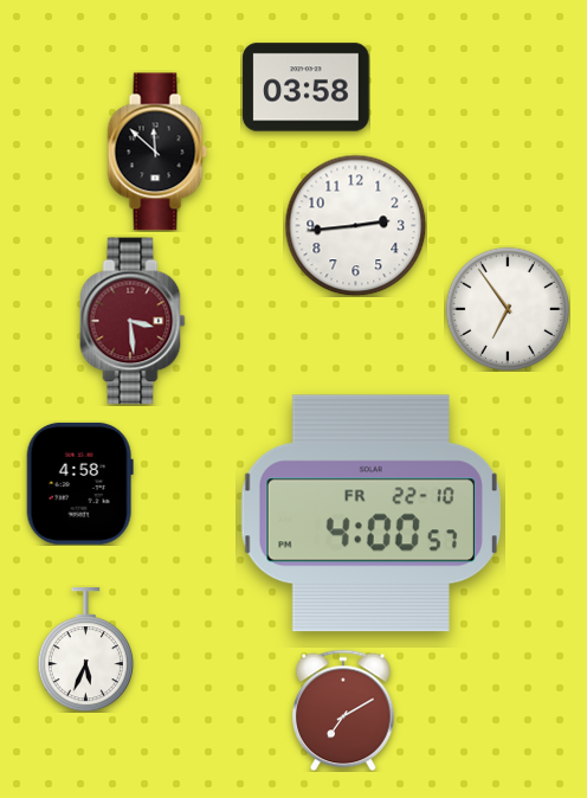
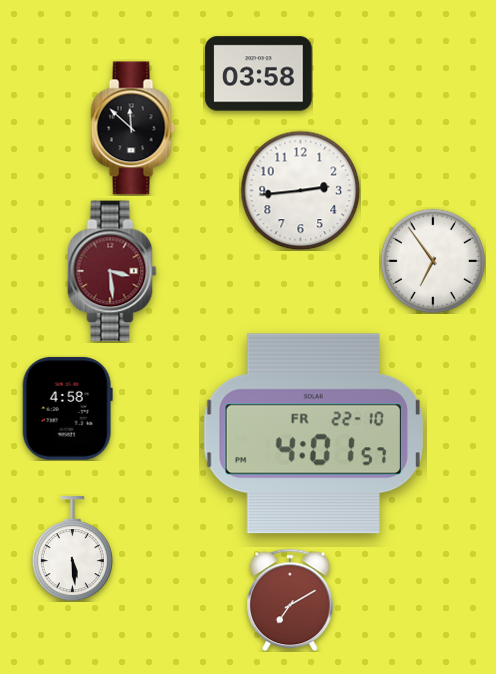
clock at (508, 309) position: (508, 309) -> (433, 261)
clock at (370, 514): 4:00 -> 4:01
clock at (85, 650): 5:34 -> 5:29
